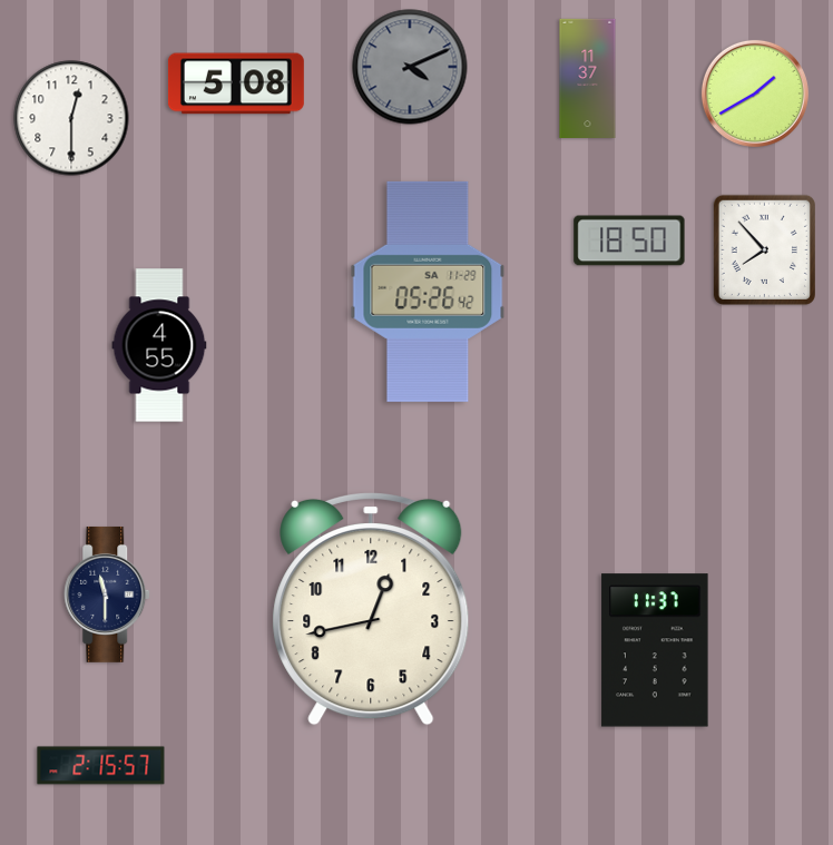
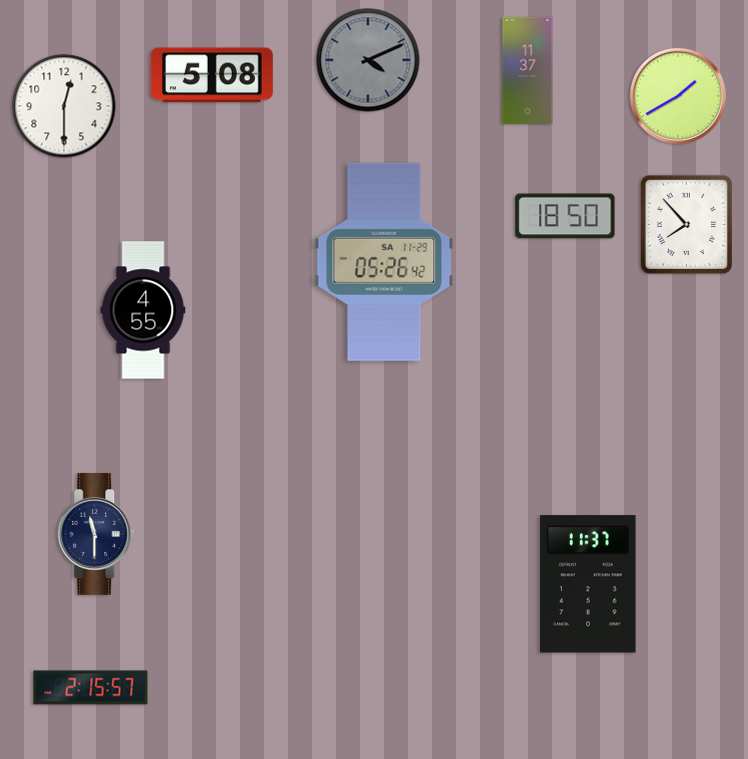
clock at (755, 94) position: (755, 94) -> (678, 96)
clock at (371, 609): 12:43 -> none
